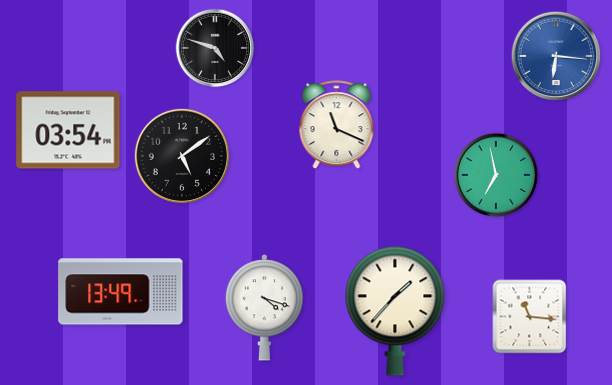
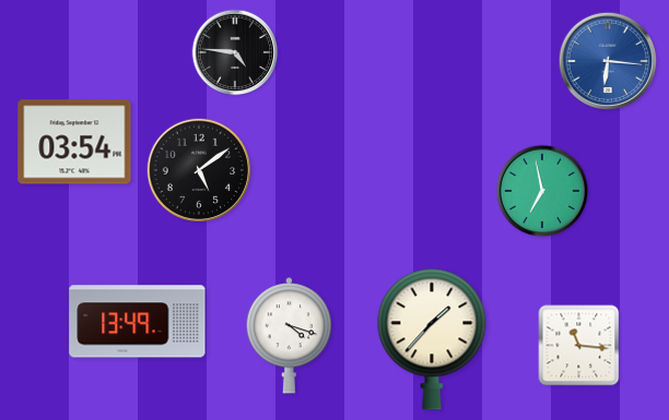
clock at (215, 48): 4:48 -> 4:46
clock at (337, 125): 11:19 -> none
clock at (121, 292) position: (121, 292) -> (138, 322)
